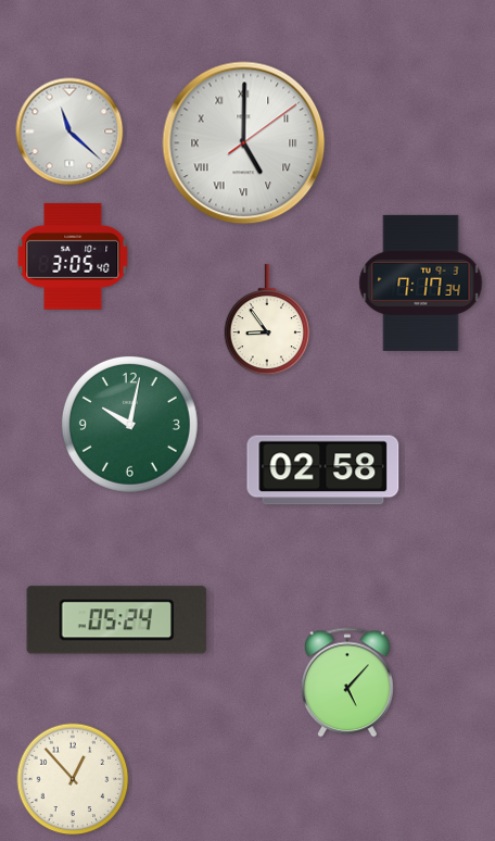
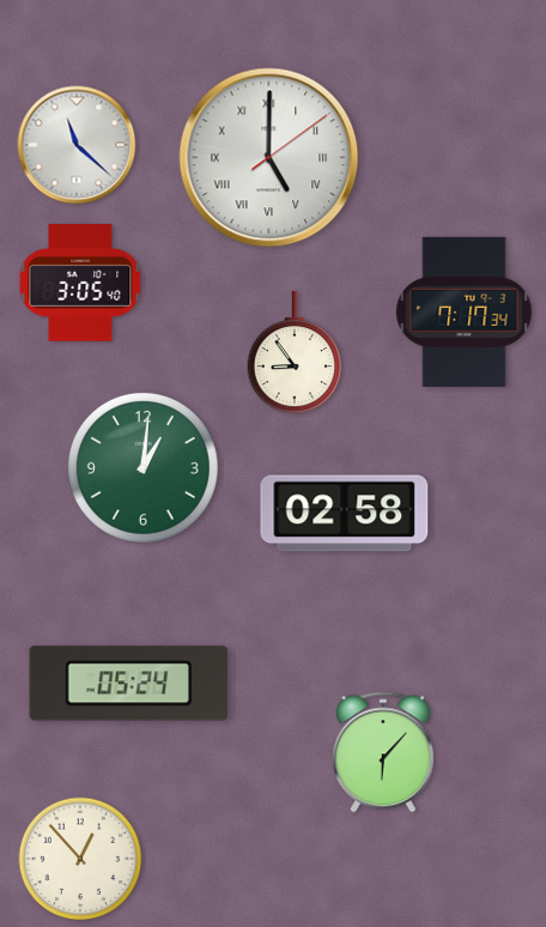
clock at (129, 424): 10:02 -> 1:01
clock at (323, 470) position: (323, 470) -> (345, 514)
clock at (348, 682): 5:07 -> 6:07
